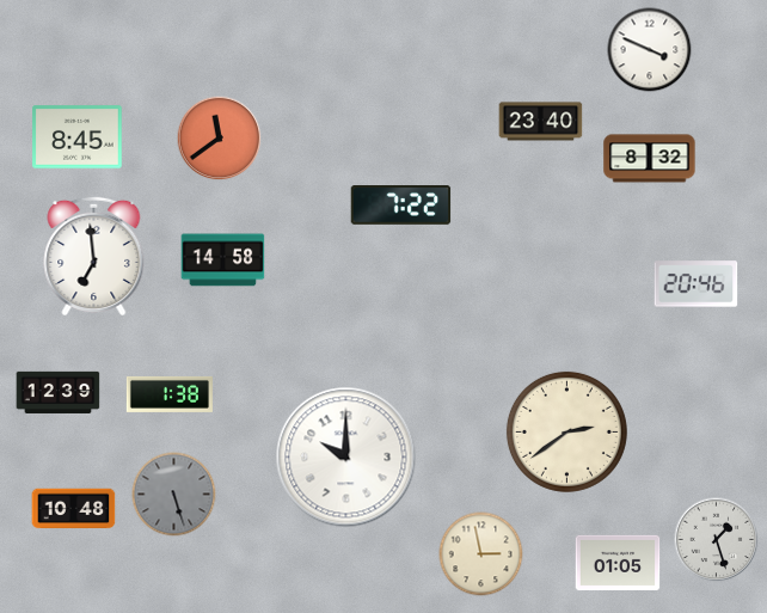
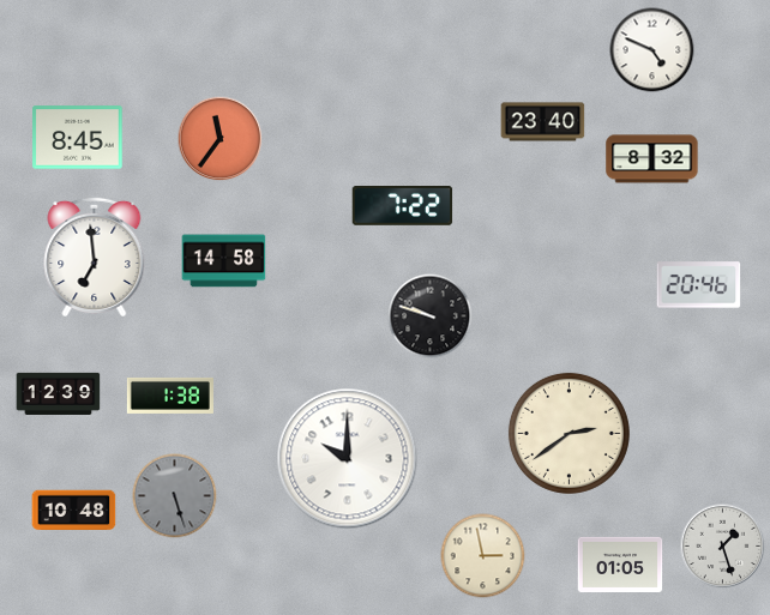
clock at (650, 50): 3:49 -> 4:49
clock at (220, 139): 11:39 -> 11:36
clock at (431, 316): none -> 9:48
clock at (717, 540) position: (717, 540) -> (723, 547)
